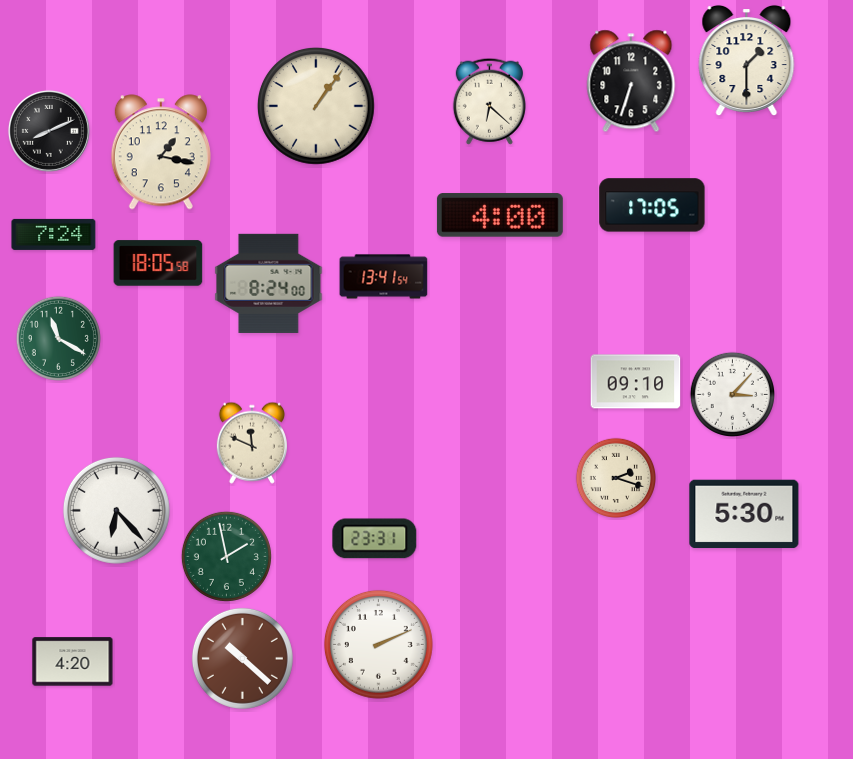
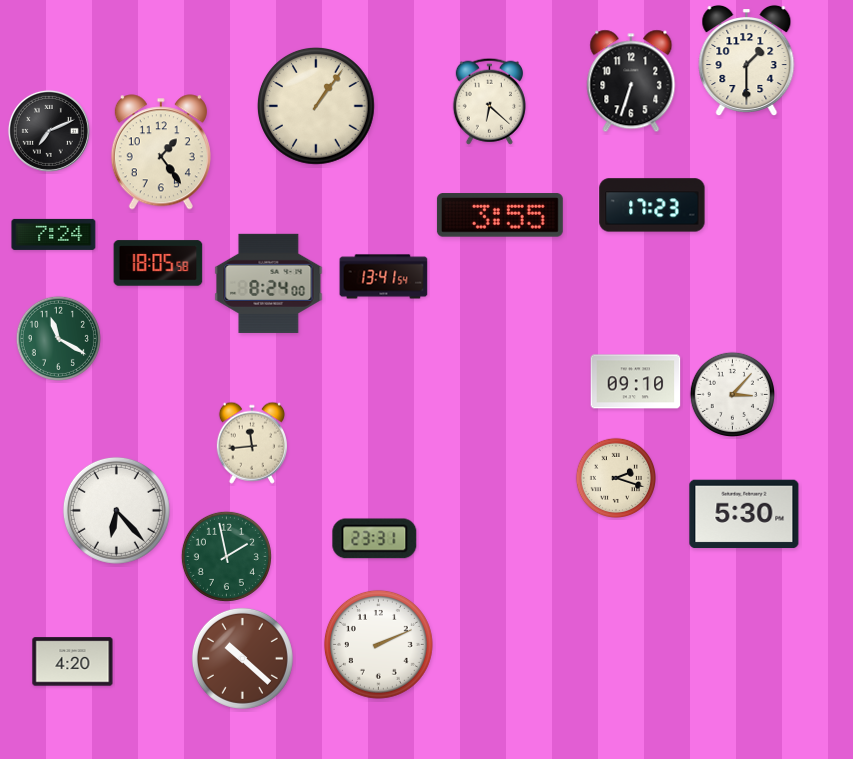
clock at (49, 131): 8:11 -> 7:11
clock at (161, 152): 1:17 -> 1:24
clock at (652, 205): 17:05 -> 17:23
clock at (500, 215): 4:00 -> 3:55
clock at (252, 443): 11:49 -> 11:44
